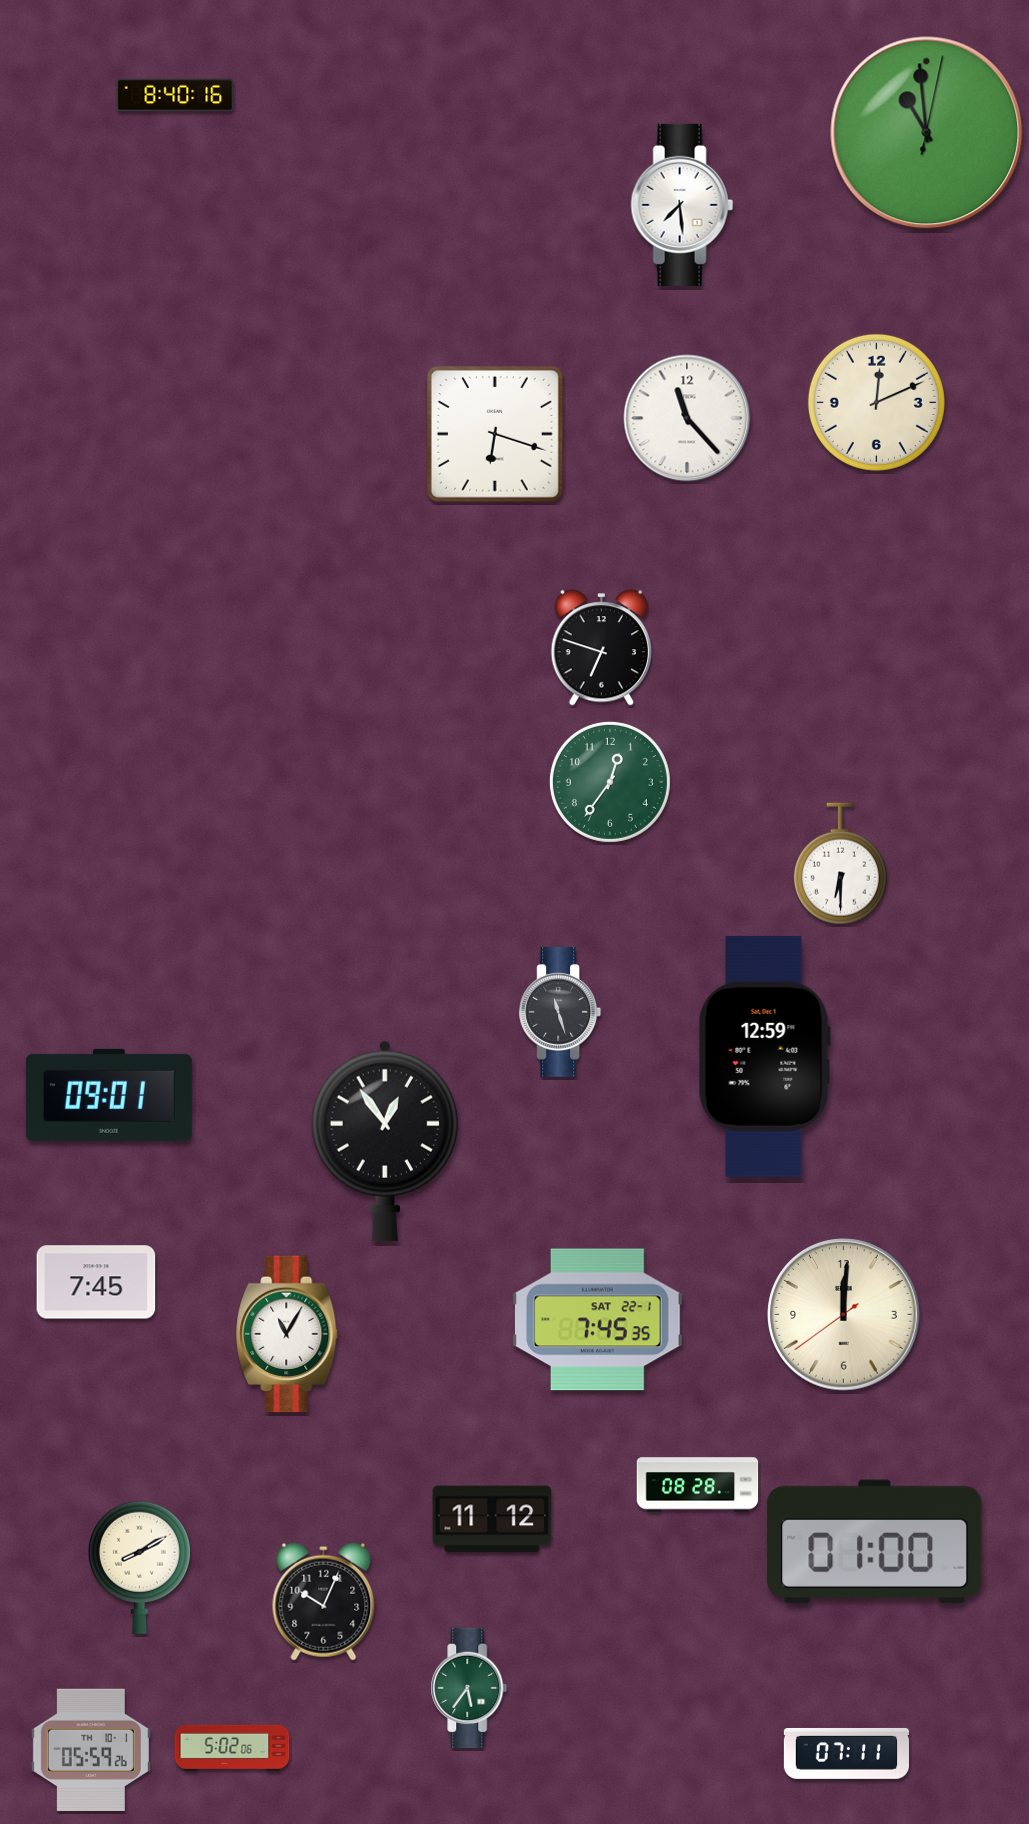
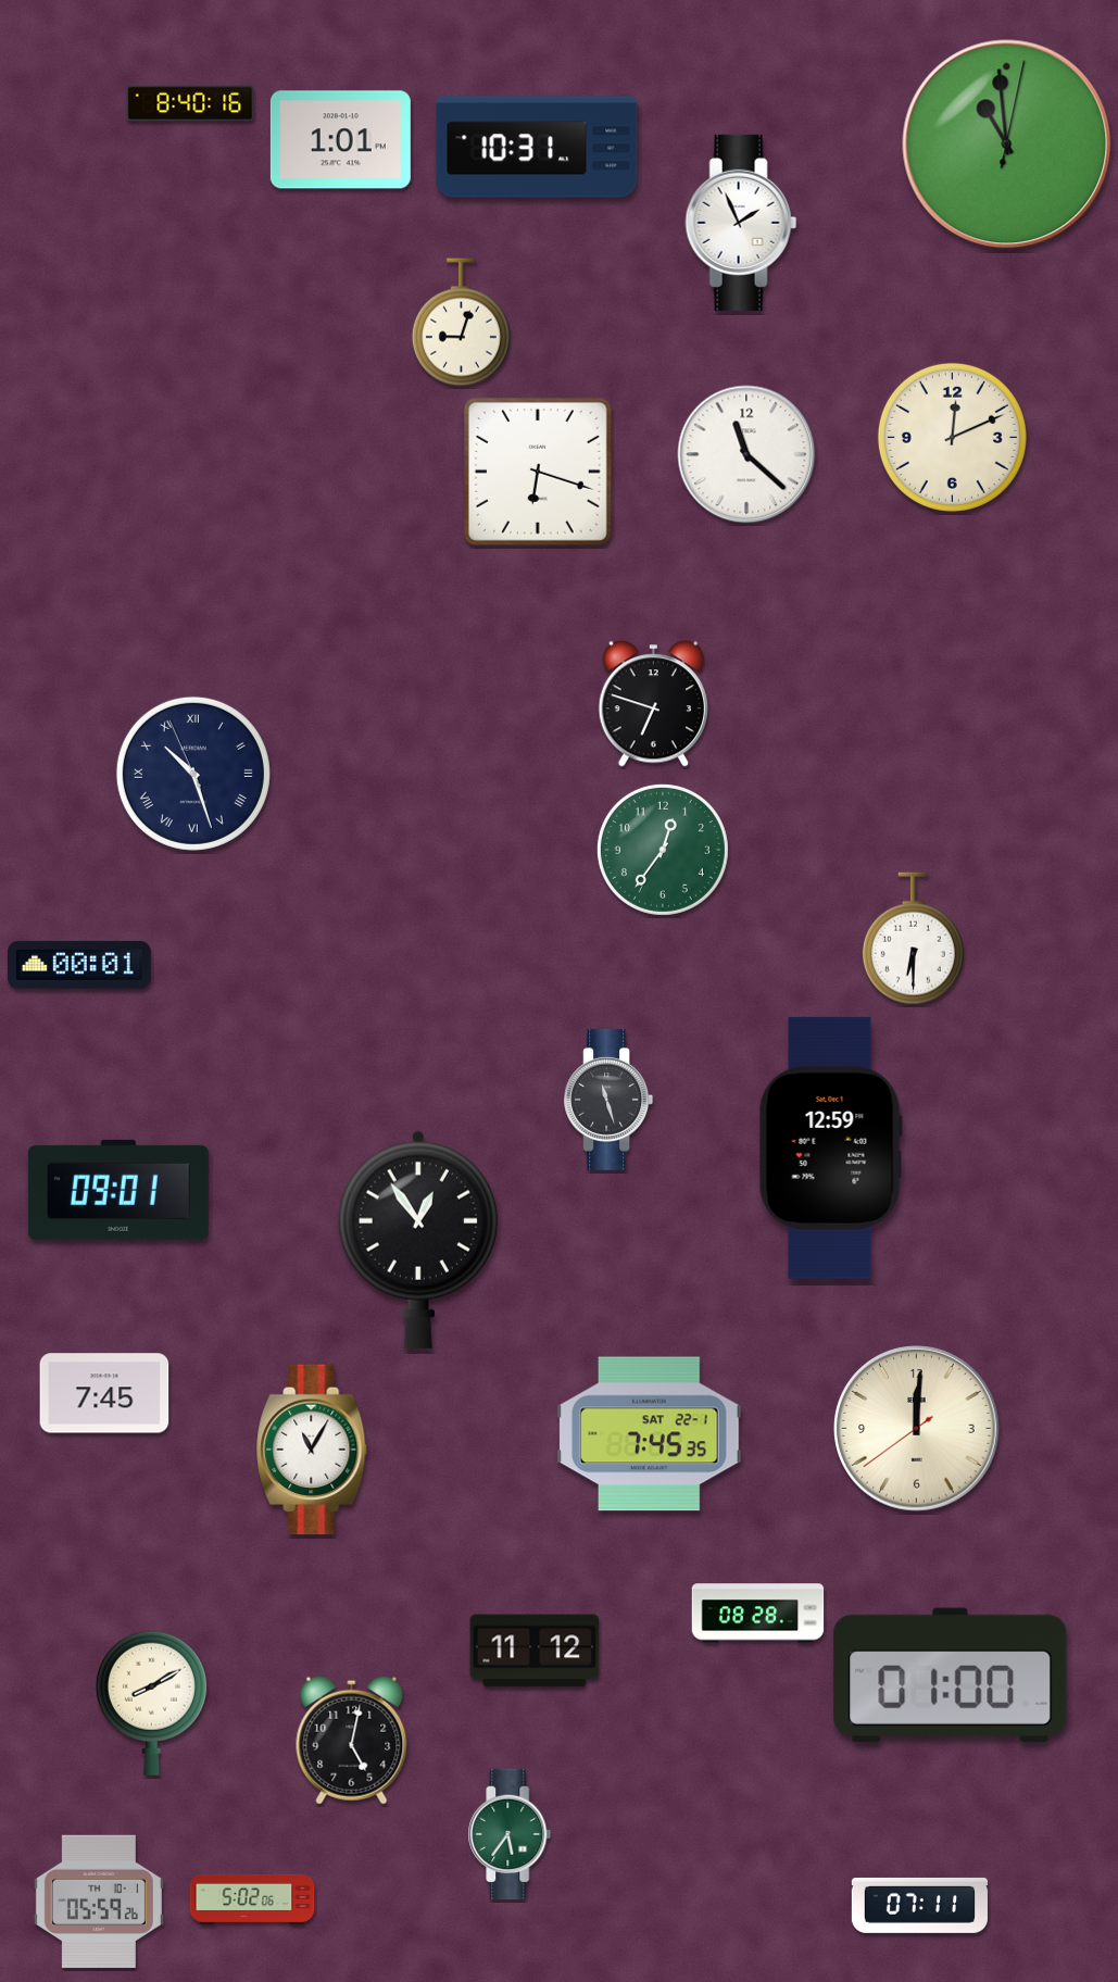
clock at (340, 140): none -> 1:01
clock at (537, 147): none -> 10:31
clock at (682, 205): 7:29 -> 1:56
clock at (461, 323): none -> 9:03
clock at (687, 418): 11:23 -> 11:22
clock at (193, 774): none -> 10:26
clock at (79, 965): none -> 00:01
clock at (324, 1601): 10:04 -> 5:02
